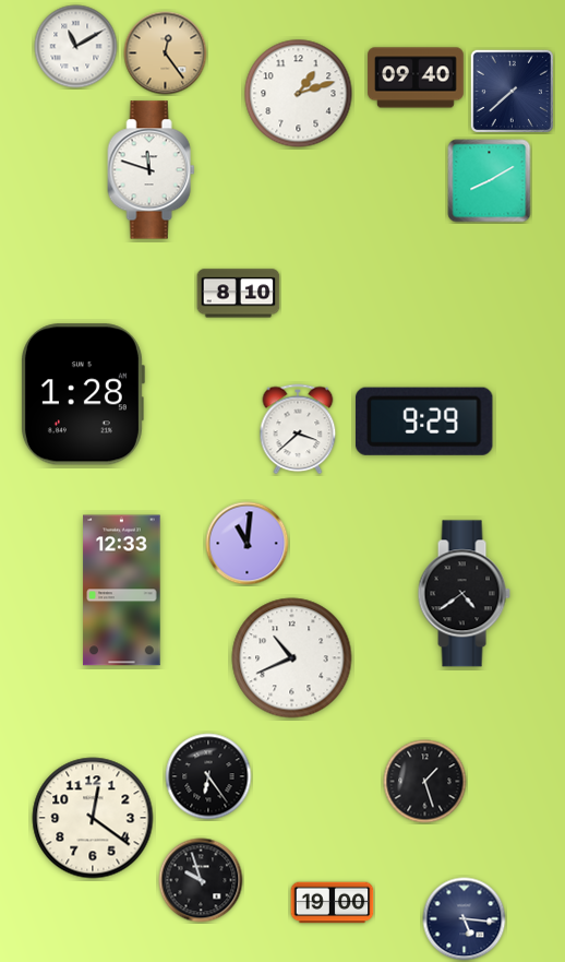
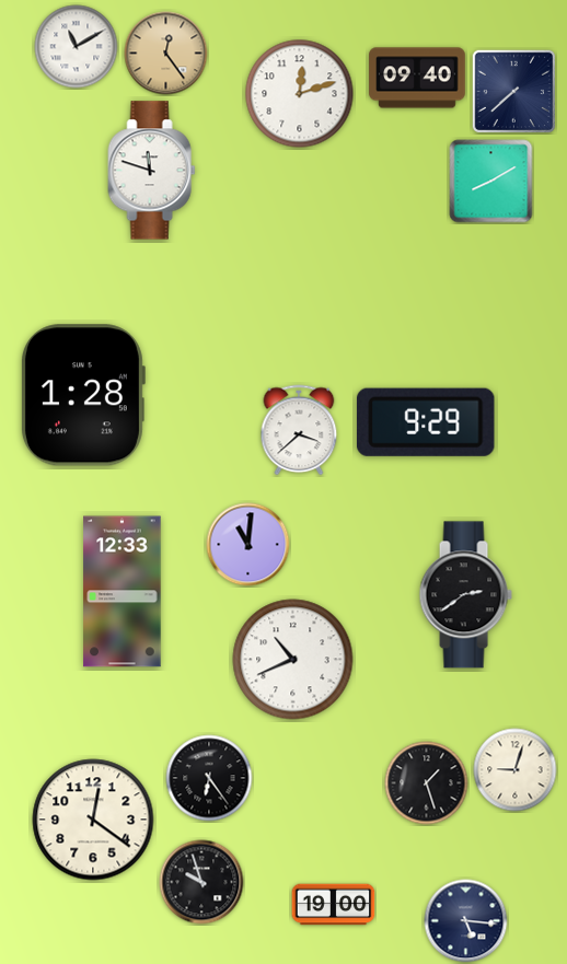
clock at (299, 94): 1:12 -> 12:12
clock at (239, 294): 8:10 -> none
clock at (464, 594): 4:39 -> 2:39
clock at (516, 770): none -> 9:03
